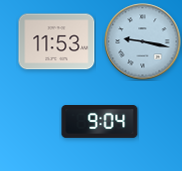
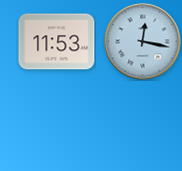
clock at (143, 42): 9:17 -> 12:17
clock at (100, 122): 9:04 -> none
